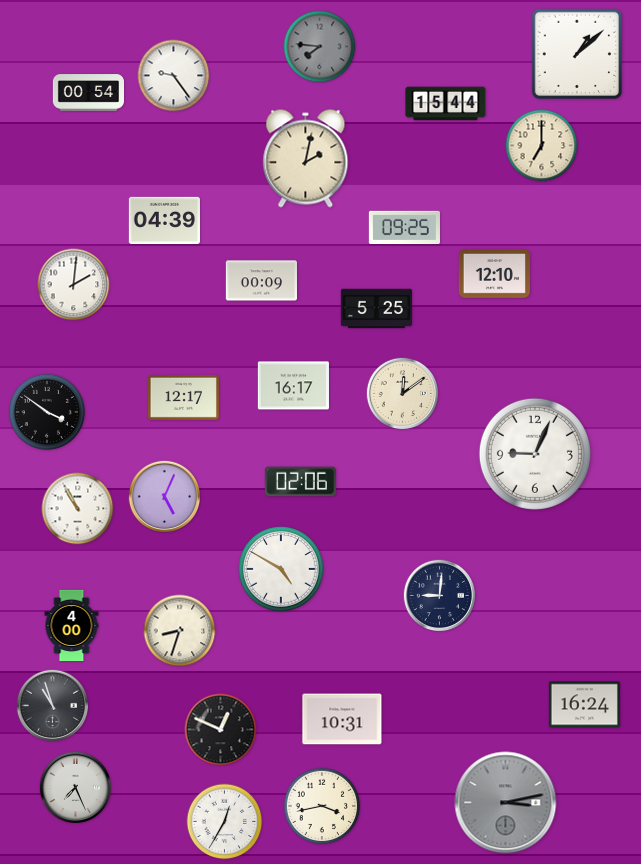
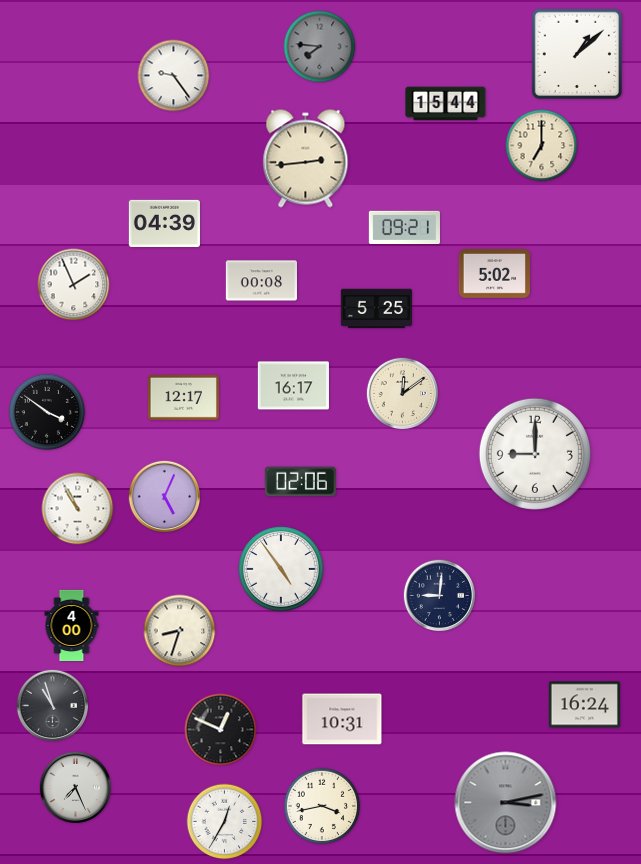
clock at (88, 93): 00:54 -> none
clock at (306, 159): 2:02 -> 2:44
clock at (164, 220) position: (164, 220) -> (164, 223)
clock at (404, 227): 09:25 -> 09:21
clock at (494, 274): 12:10 -> 5:02
clock at (261, 281): 00:09 -> 00:08
clock at (74, 285): 2:01 -> 1:56
clock at (535, 454): 9:04 -> 9:00
clock at (281, 569): 4:50 -> 4:54
